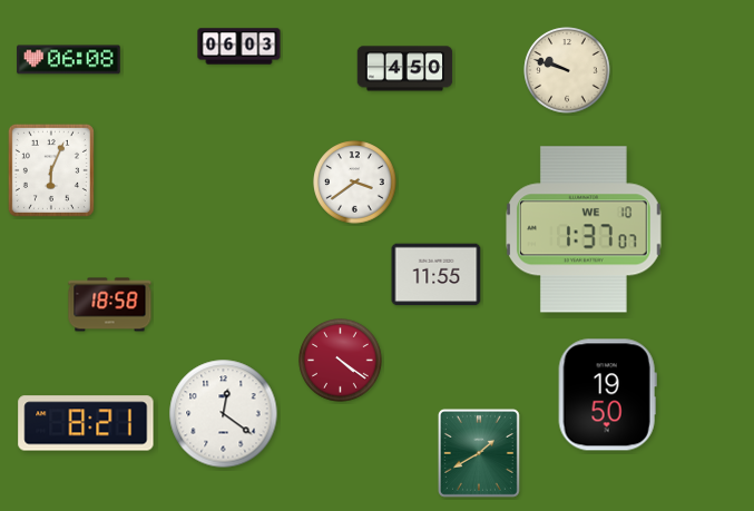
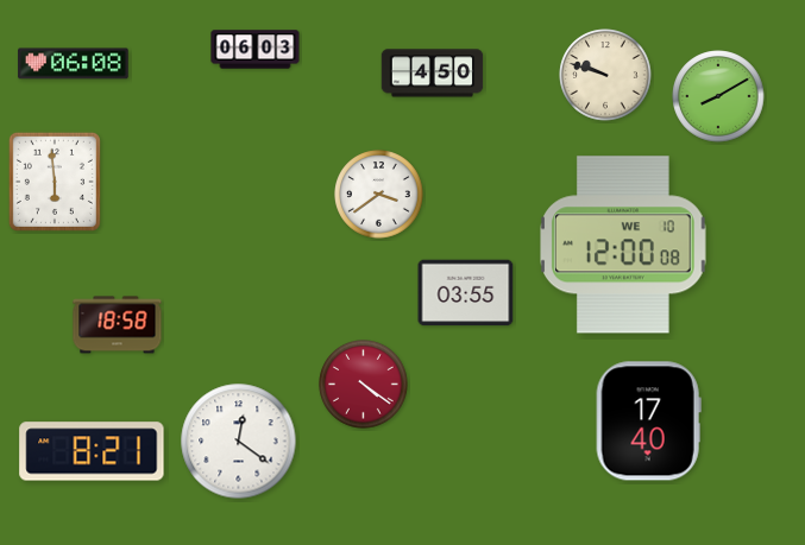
clock at (718, 96): none -> 8:10
clock at (51, 170): 6:04 -> 5:59
clock at (585, 229): 1:37 -> 12:00
clock at (437, 275): 11:55 -> 03:55
clock at (607, 395): 19:50 -> 17:40
clock at (479, 453): 1:40 -> none
